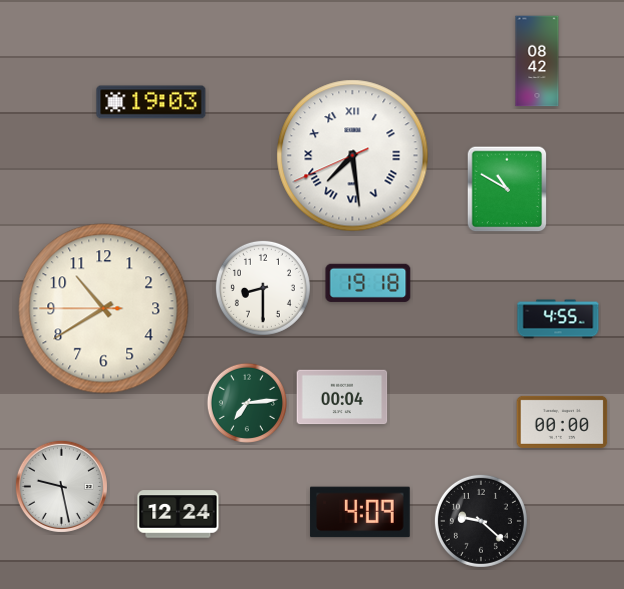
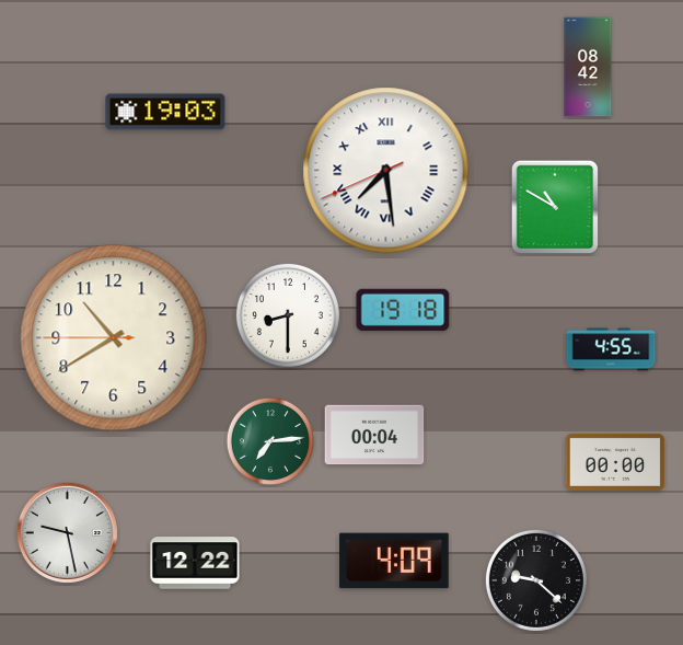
clock at (178, 514): 12:24 -> 12:22
clock at (481, 521) position: (481, 521) -> (536, 580)
